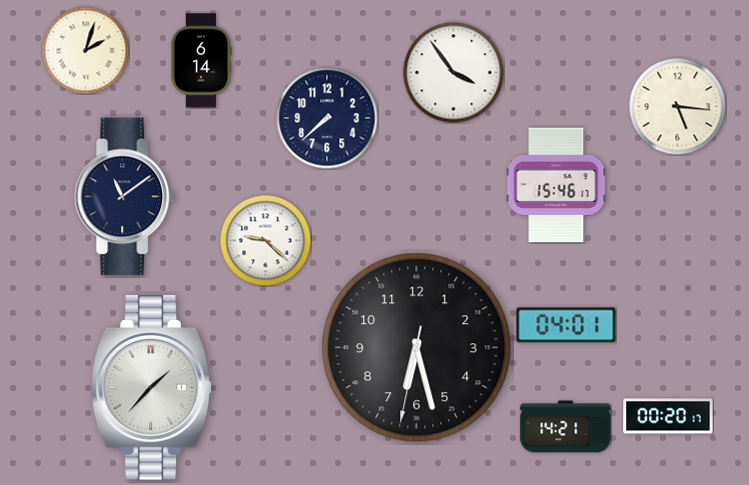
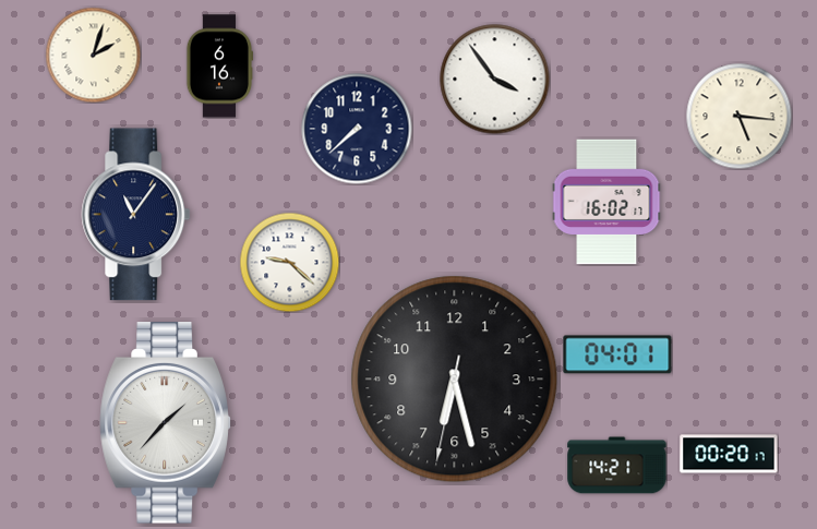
clock at (200, 61): 6:14 -> 6:16
clock at (556, 185): 15:46 -> 16:02
clock at (125, 197): 11:09 -> 11:06
